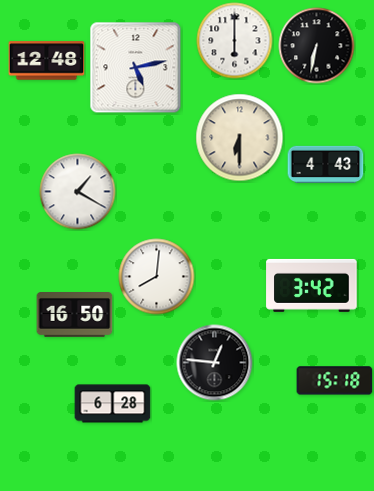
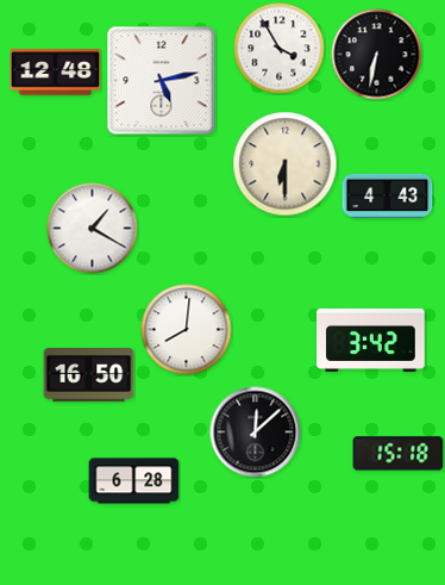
clock at (235, 41): 6:00 -> 3:55
clock at (215, 363): 12:46 -> 12:08
